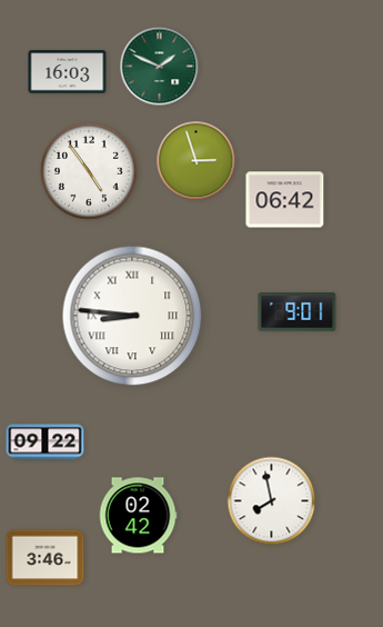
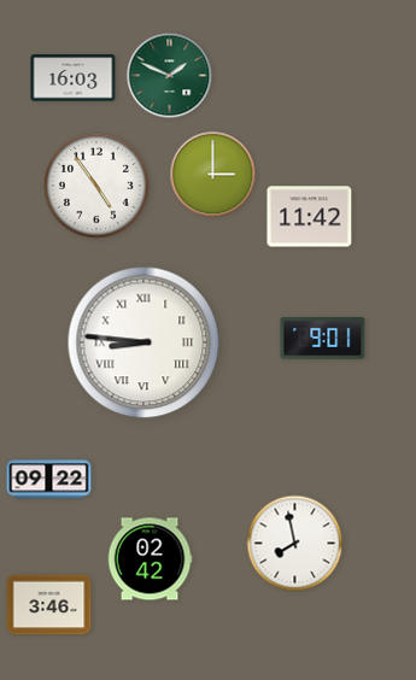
clock at (160, 67) position: (160, 67) -> (170, 76)
clock at (196, 161): 2:57 -> 3:00
clock at (285, 200): 06:42 -> 11:42
